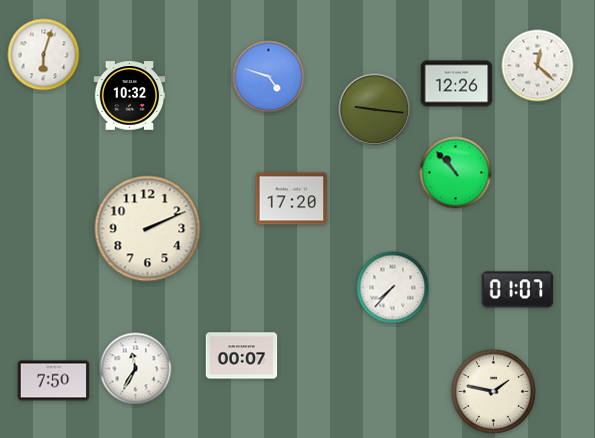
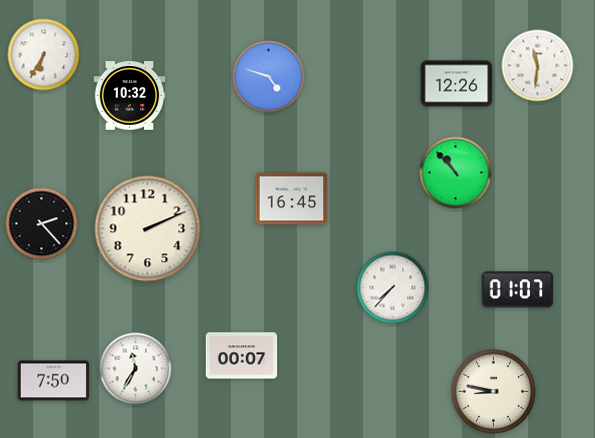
clock at (44, 55): 6:03 -> 6:35
clock at (538, 66): 12:22 -> 11:31
clock at (375, 110): 9:16 -> none
clock at (292, 199): 17:20 -> 16:45
clock at (42, 224): none -> 2:23
clock at (493, 391): 1:47 -> 8:47
